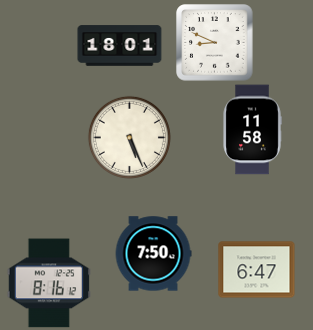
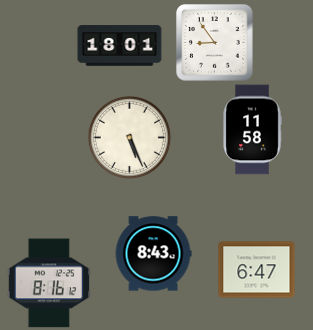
clock at (215, 43): 8:49 -> 8:54
clock at (153, 254): 7:50 -> 8:43
